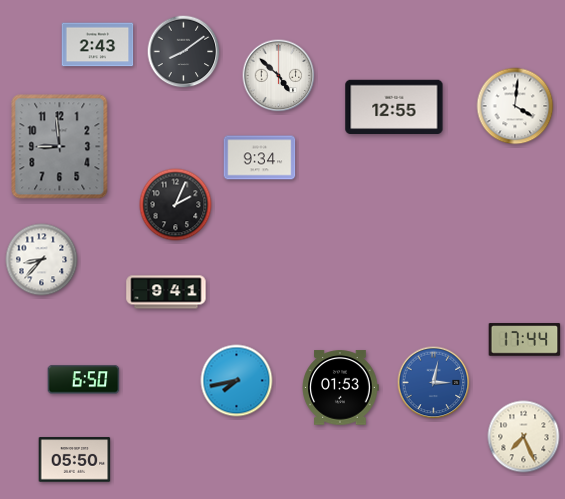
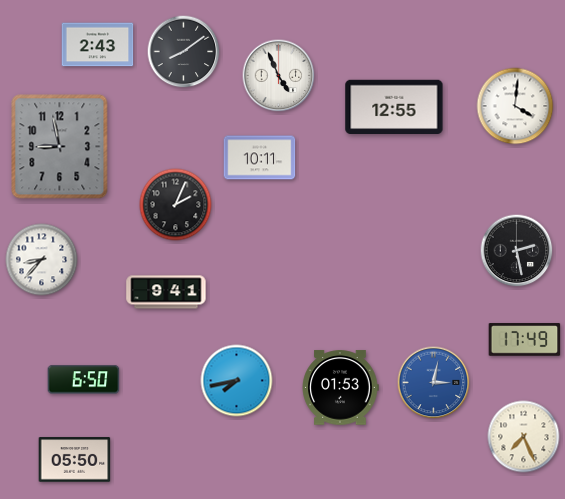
clock at (279, 76): 4:52 -> 4:56
clock at (60, 147): 8:59 -> 8:58
clock at (260, 158): 9:34 -> 10:11
clock at (517, 251): none -> 2:28
clock at (525, 340): 17:44 -> 17:49
